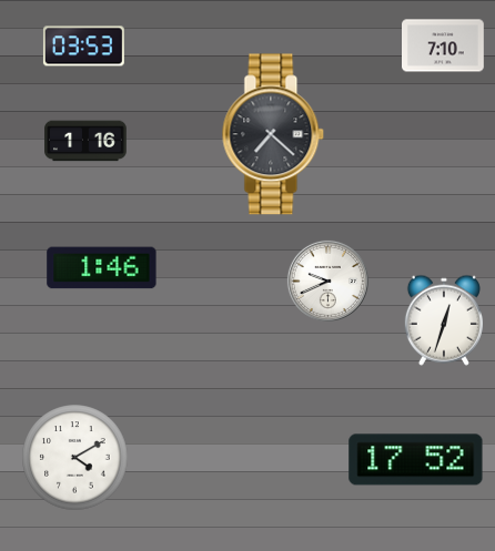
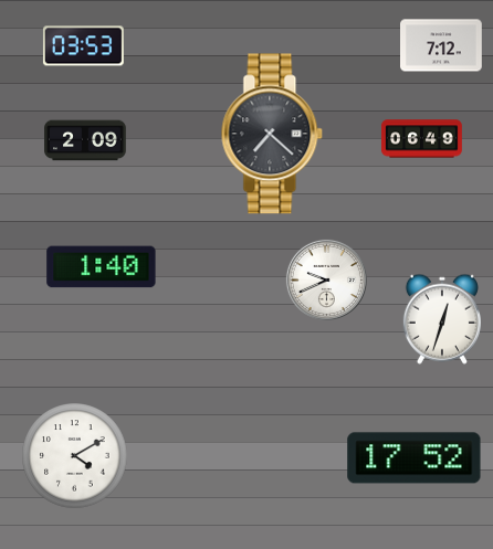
clock at (444, 45): 7:10 -> 7:12
clock at (421, 139): none -> 06:49
clock at (85, 141): 1:16 -> 2:09
clock at (102, 268): 1:46 -> 1:40
